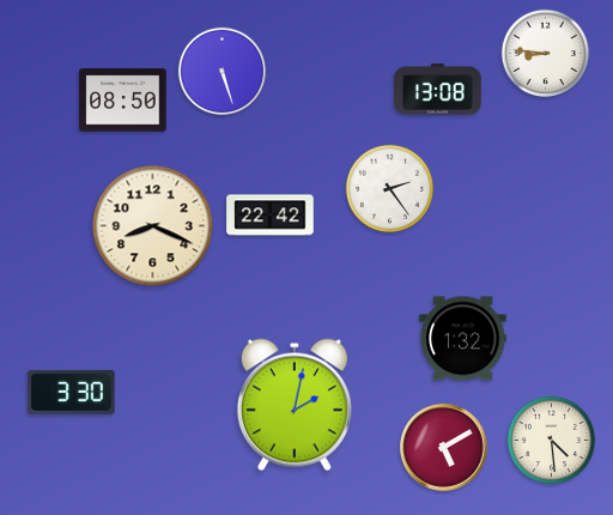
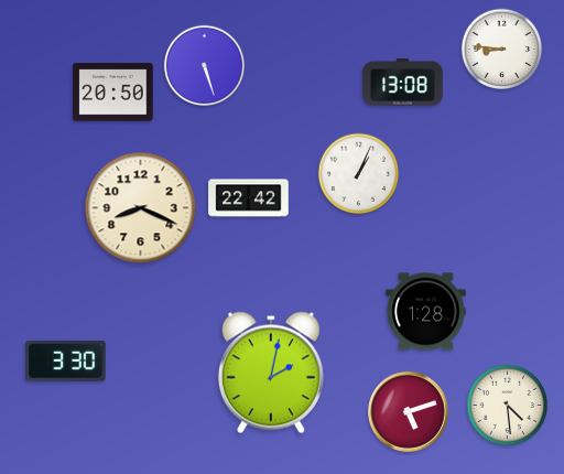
clock at (123, 101): 08:50 -> 20:50
clock at (389, 188): 2:24 -> 1:04
clock at (463, 339): 1:32 -> 1:28
clock at (444, 448): 5:10 -> 5:12
